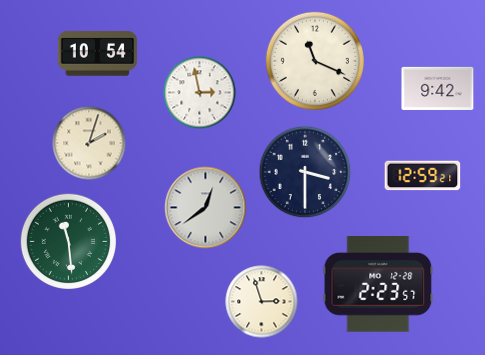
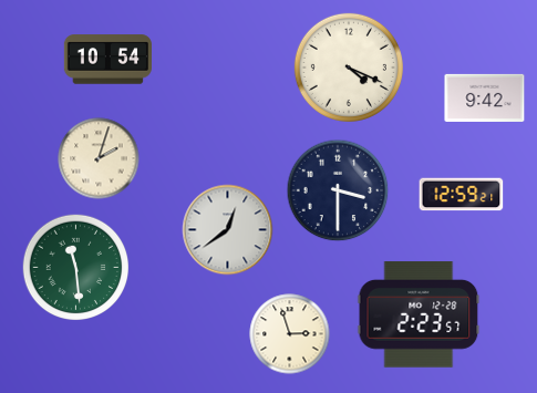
clock at (315, 61): 11:19 -> 4:19
clock at (200, 93): 2:58 -> none
clock at (423, 176) position: (423, 176) -> (462, 195)
